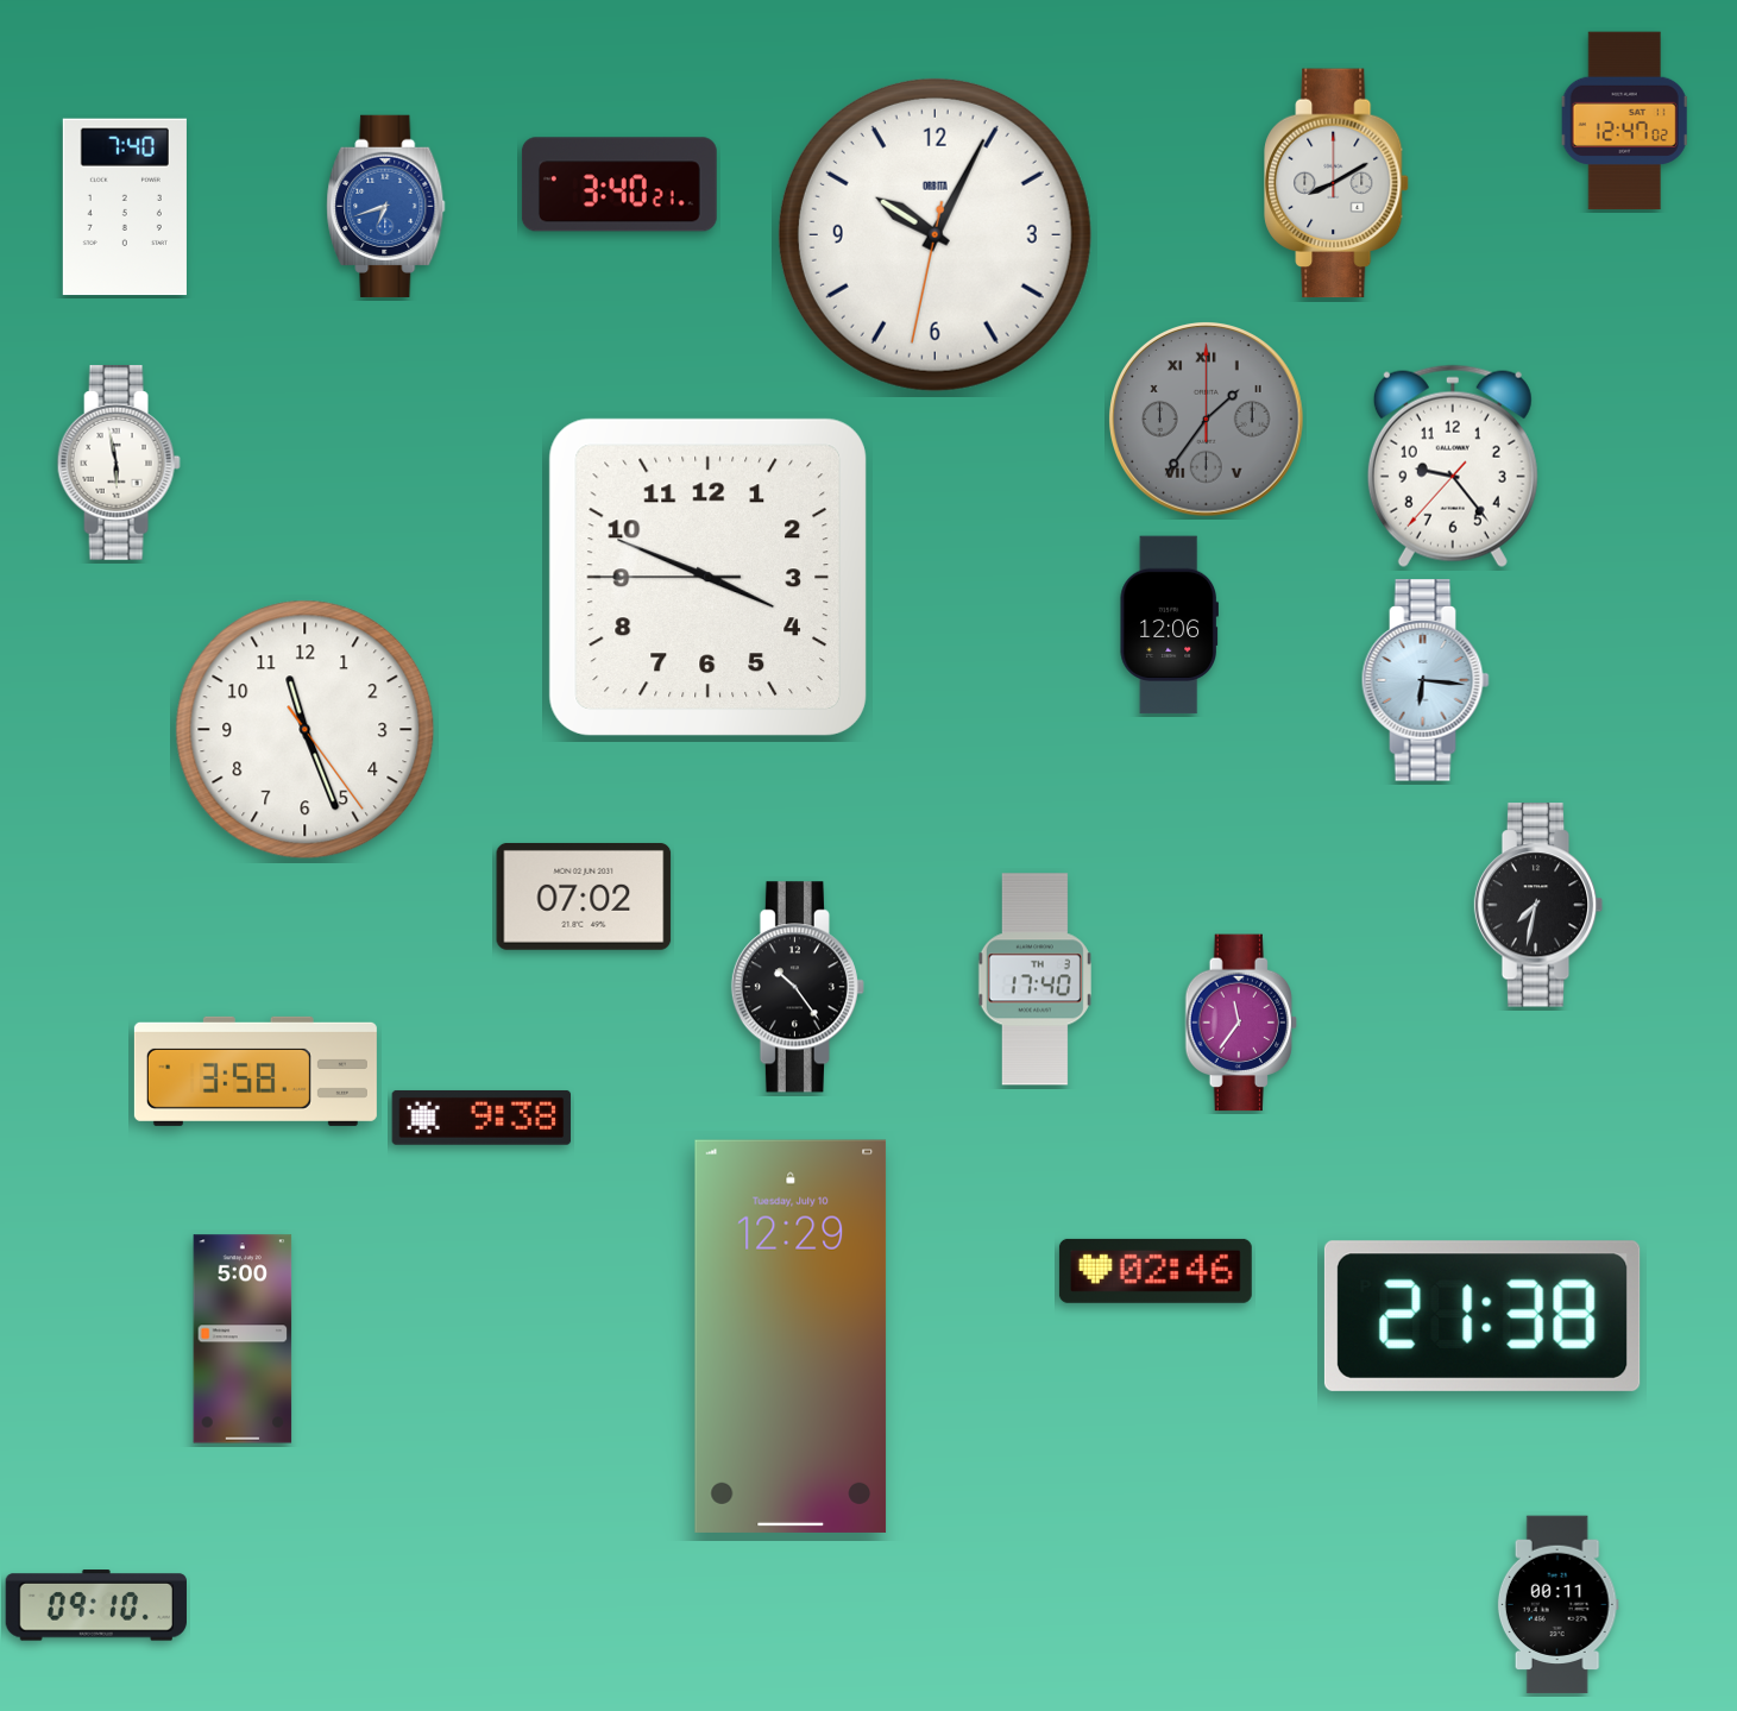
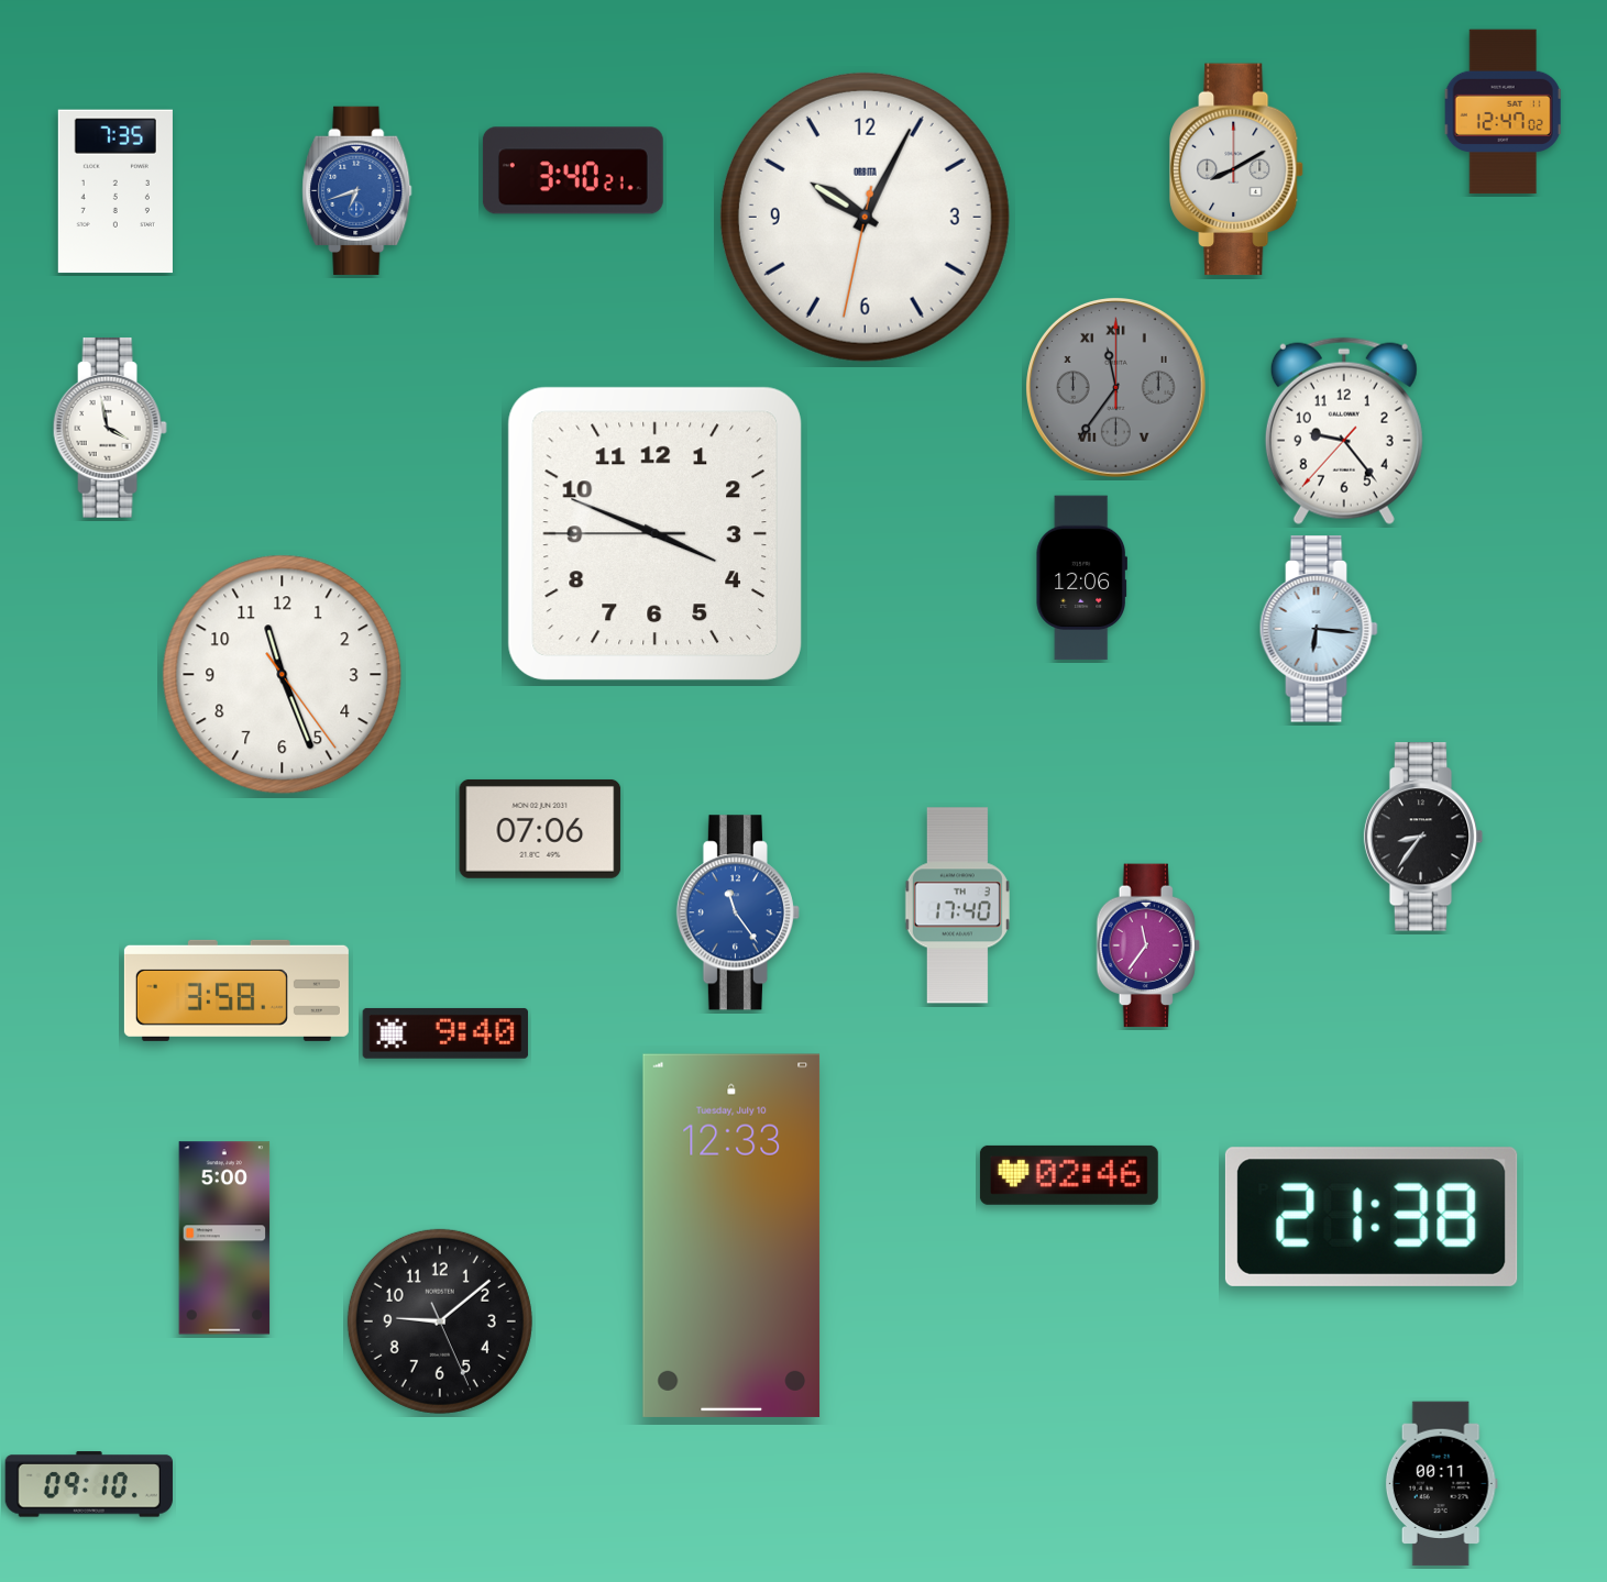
clock at (125, 207): 7:40 -> 7:35
clock at (1207, 420): 1:36 -> 11:36
clock at (119, 463): 5:58 -> 3:58
clock at (584, 897): 07:02 -> 07:06
clock at (1538, 905): 7:32 -> 8:36
clock at (798, 987): 10:24 -> 11:24
clock at (798, 987) dial: black -> blue
clock at (482, 1118): 9:38 -> 9:40
clock at (791, 1336): 12:29 -> 12:33
clock at (440, 1321): none -> 9:08
